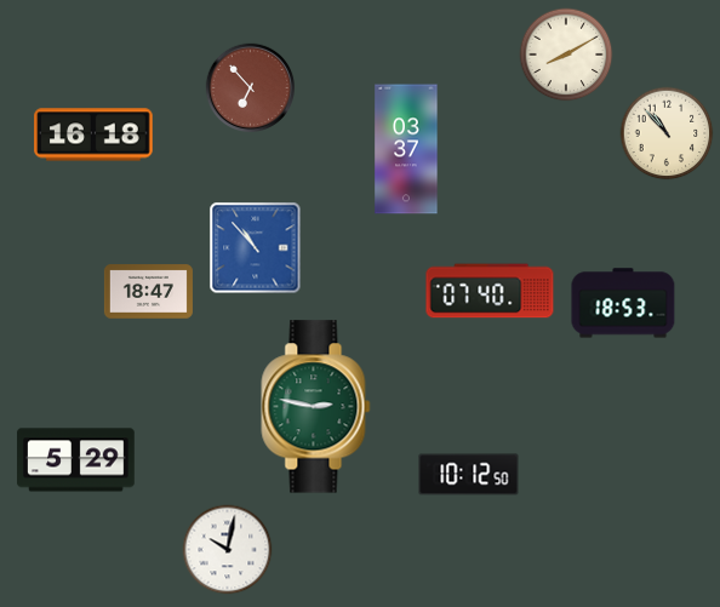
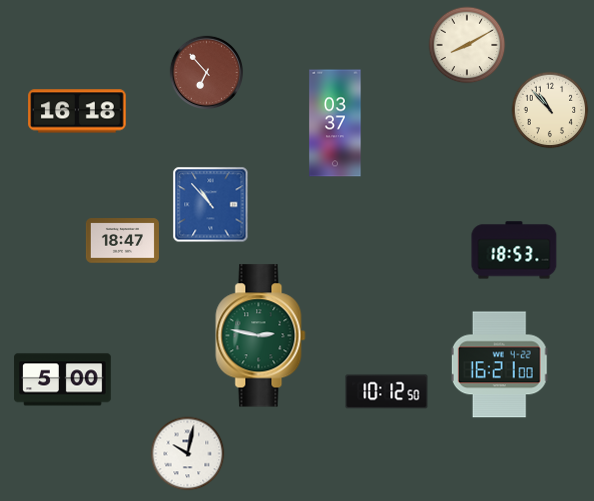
clock at (490, 291): 07:40 -> none
clock at (499, 365): none -> 16:21
clock at (76, 460): 5:29 -> 5:00
